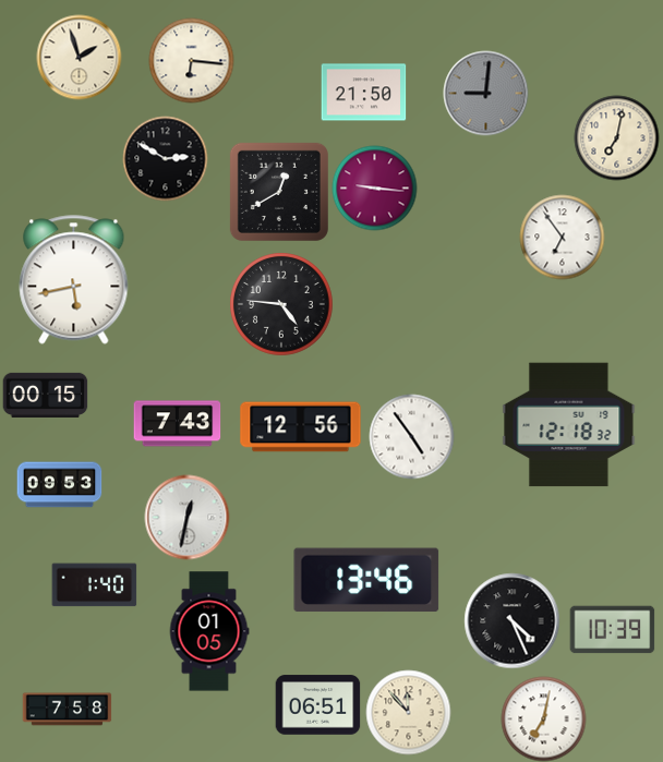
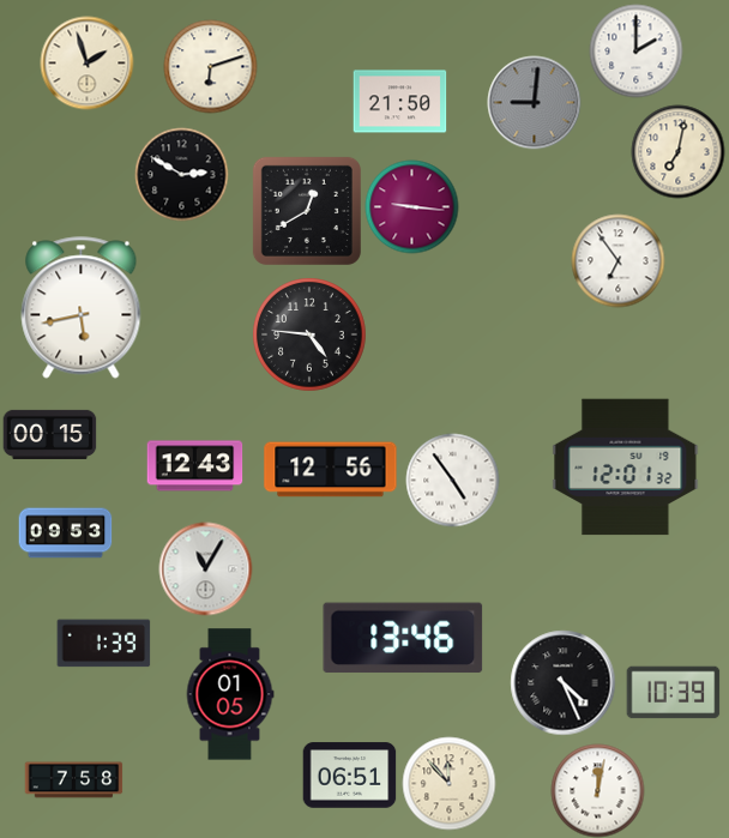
clock at (635, 50): none -> 2:00
clock at (191, 60): 6:16 -> 6:12
clock at (177, 424): 7:43 -> 12:43
clock at (569, 425): 12:18 -> 12:01
clock at (186, 517): 12:32 -> 11:05
clock at (94, 585): 1:40 -> 1:39
clock at (543, 718): 7:02 -> 12:02
